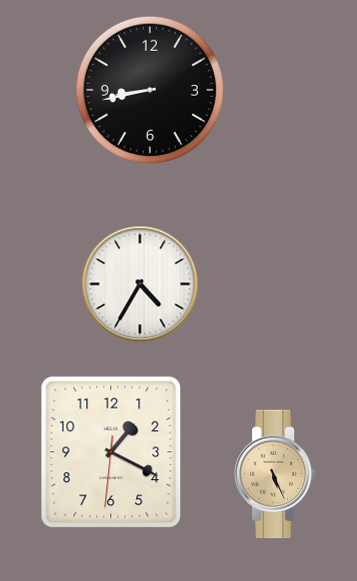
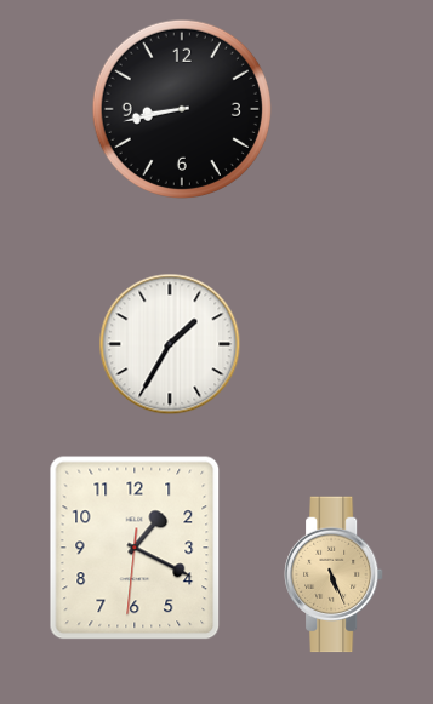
clock at (140, 284): 4:35 -> 1:35
